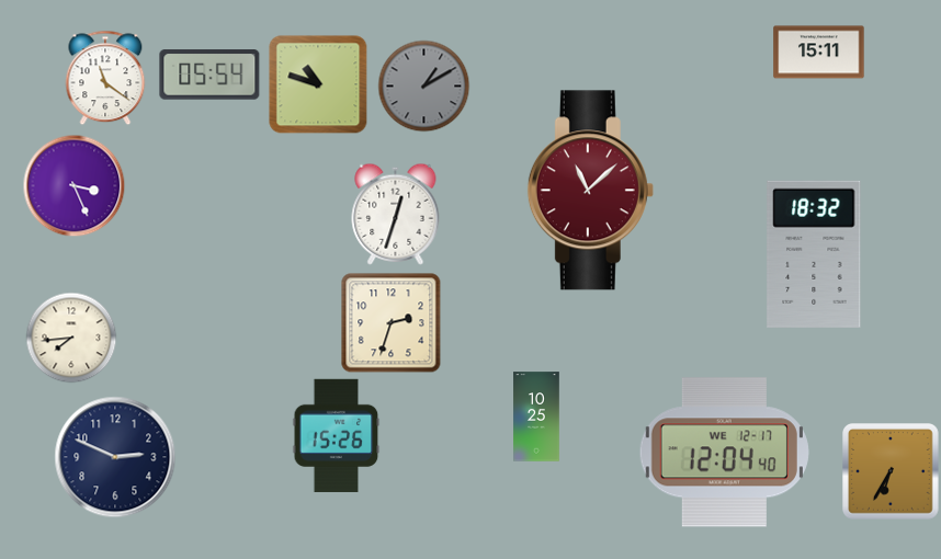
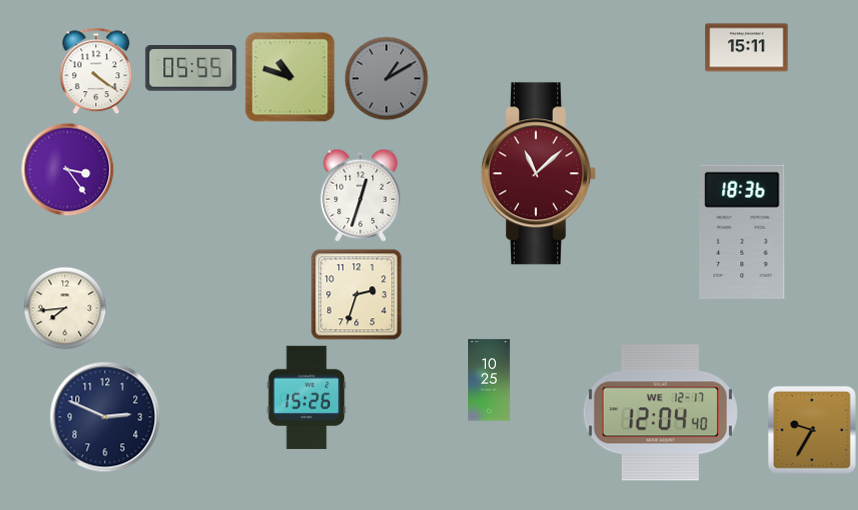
clock at (209, 75): 05:54 -> 05:55
clock at (105, 78): 11:21 -> 4:21
clock at (75, 186): 3:26 -> 3:24
clock at (814, 254): 18:32 -> 18:36
clock at (892, 472): 6:35 -> 9:35
